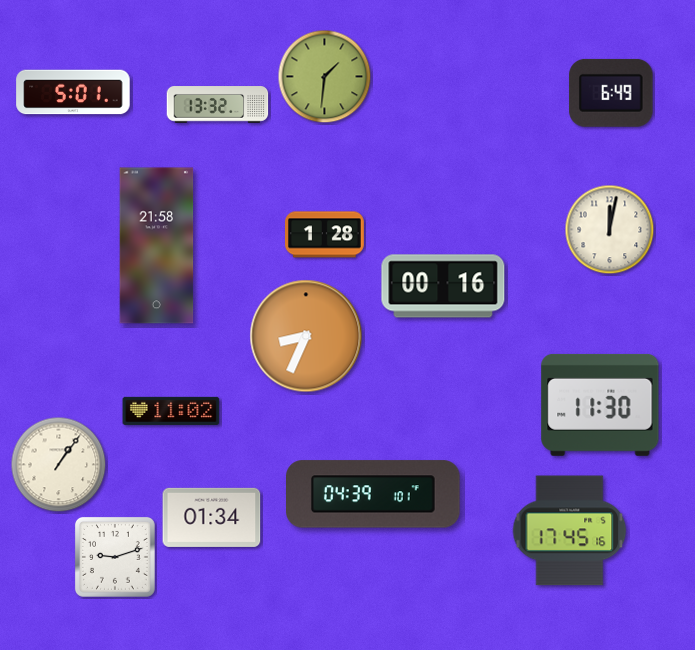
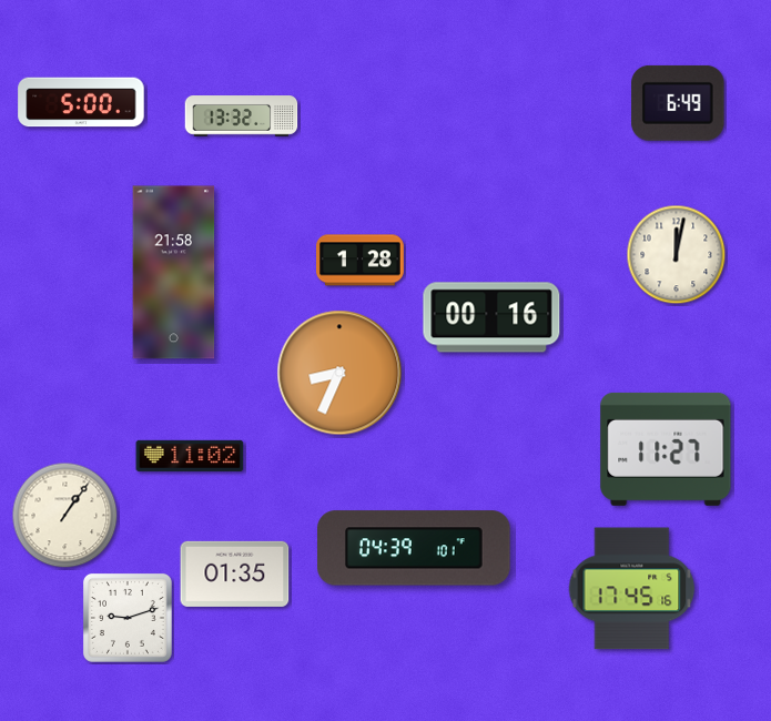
clock at (325, 77): 1:31 -> none
clock at (73, 92): 5:01 -> 5:00
clock at (600, 405): 11:30 -> 11:27
clock at (212, 517): 01:34 -> 01:35
